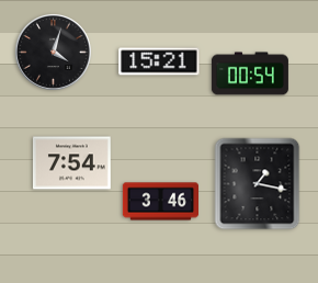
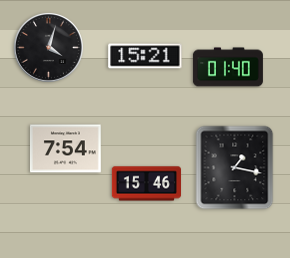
clock at (250, 73): 00:54 -> 01:40
clock at (160, 202): 3:46 -> 15:46
